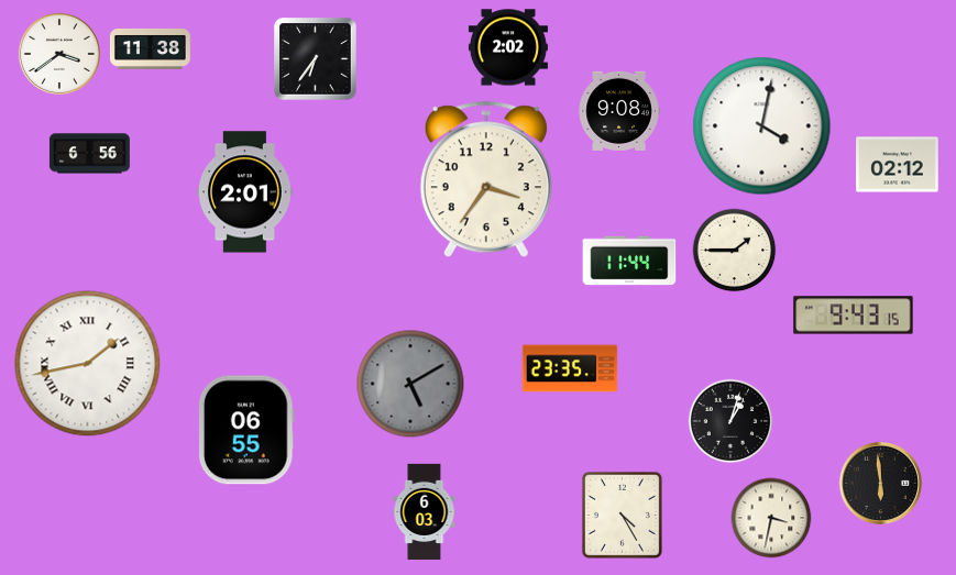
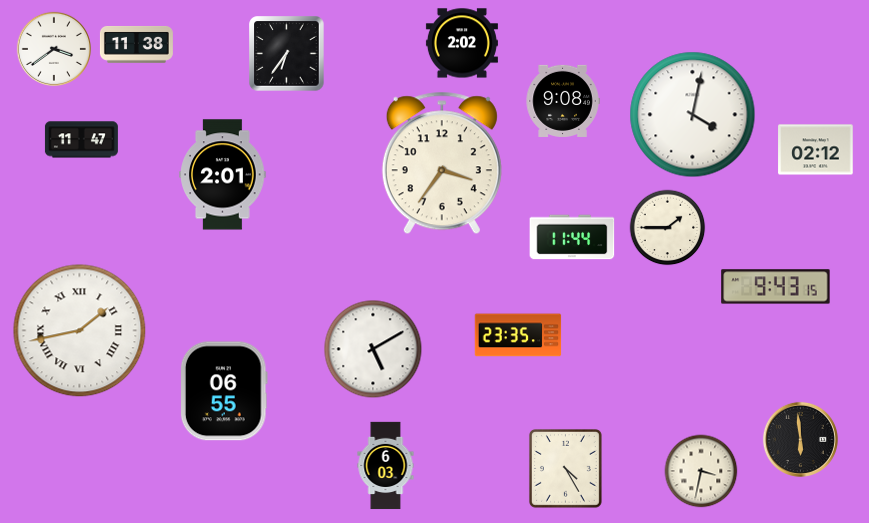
clock at (89, 154): 6:56 -> 11:47
clock at (410, 384) dial: grey -> white
clock at (730, 421): 1:03 -> none
